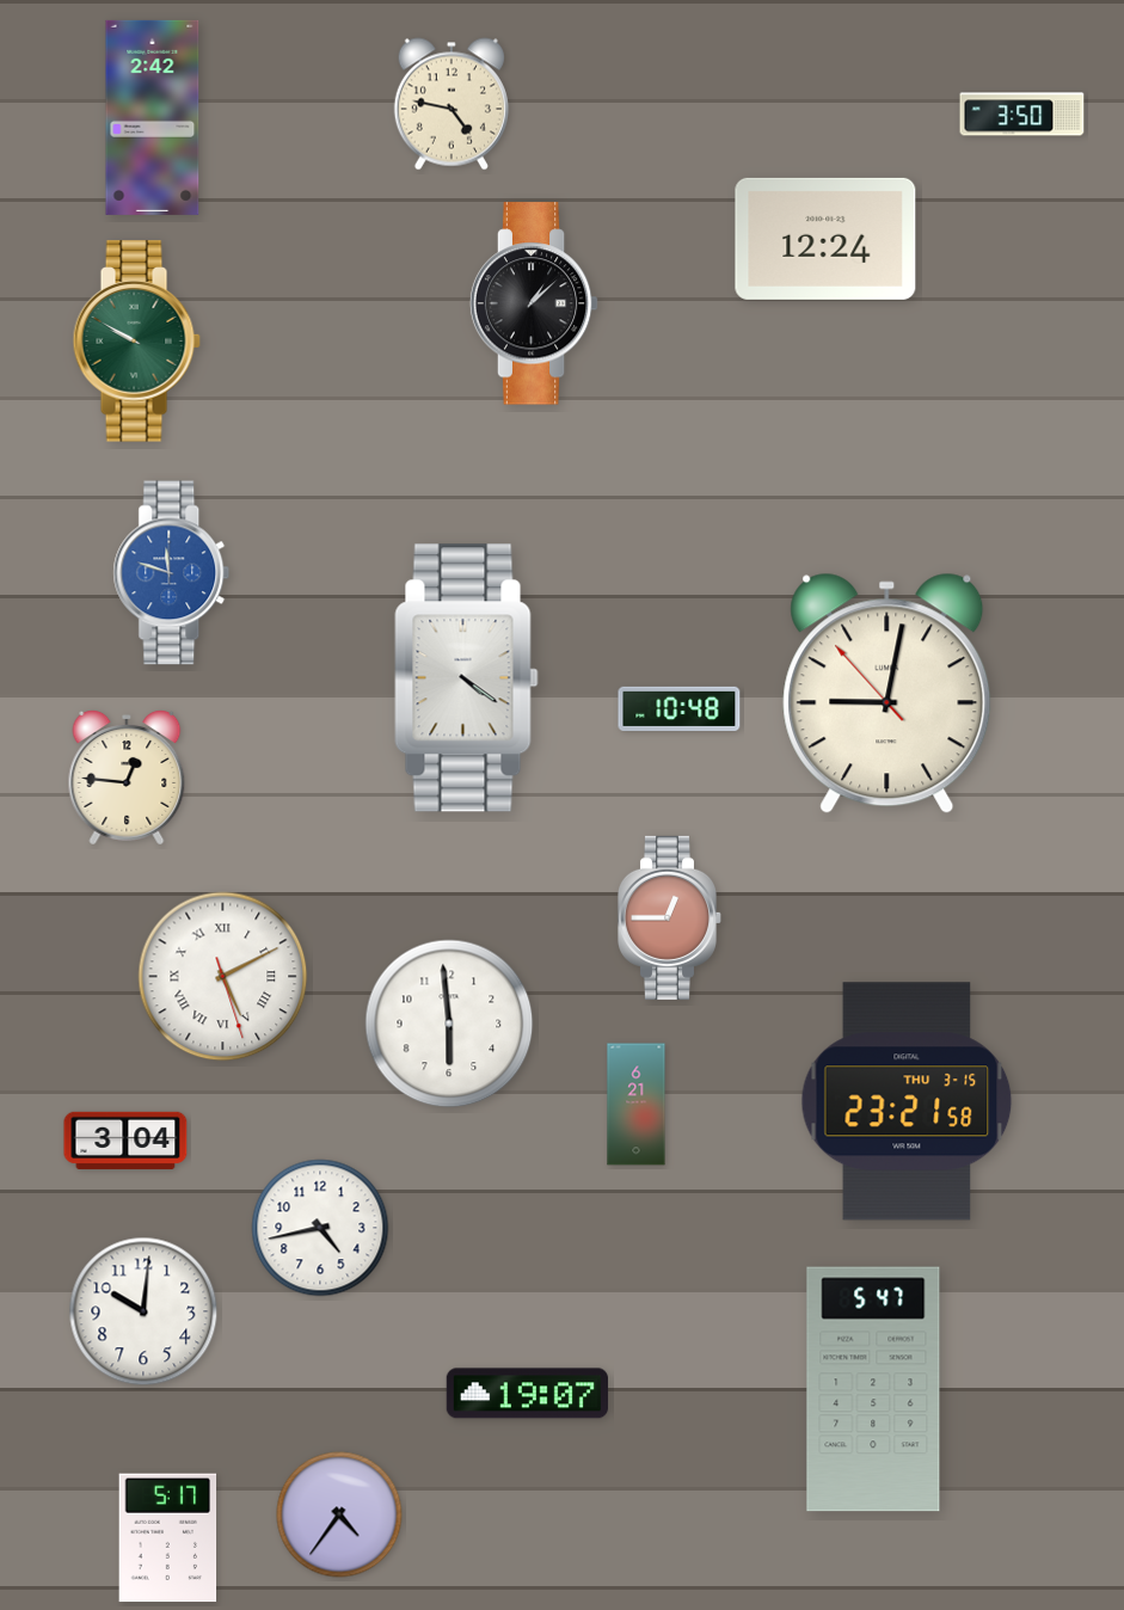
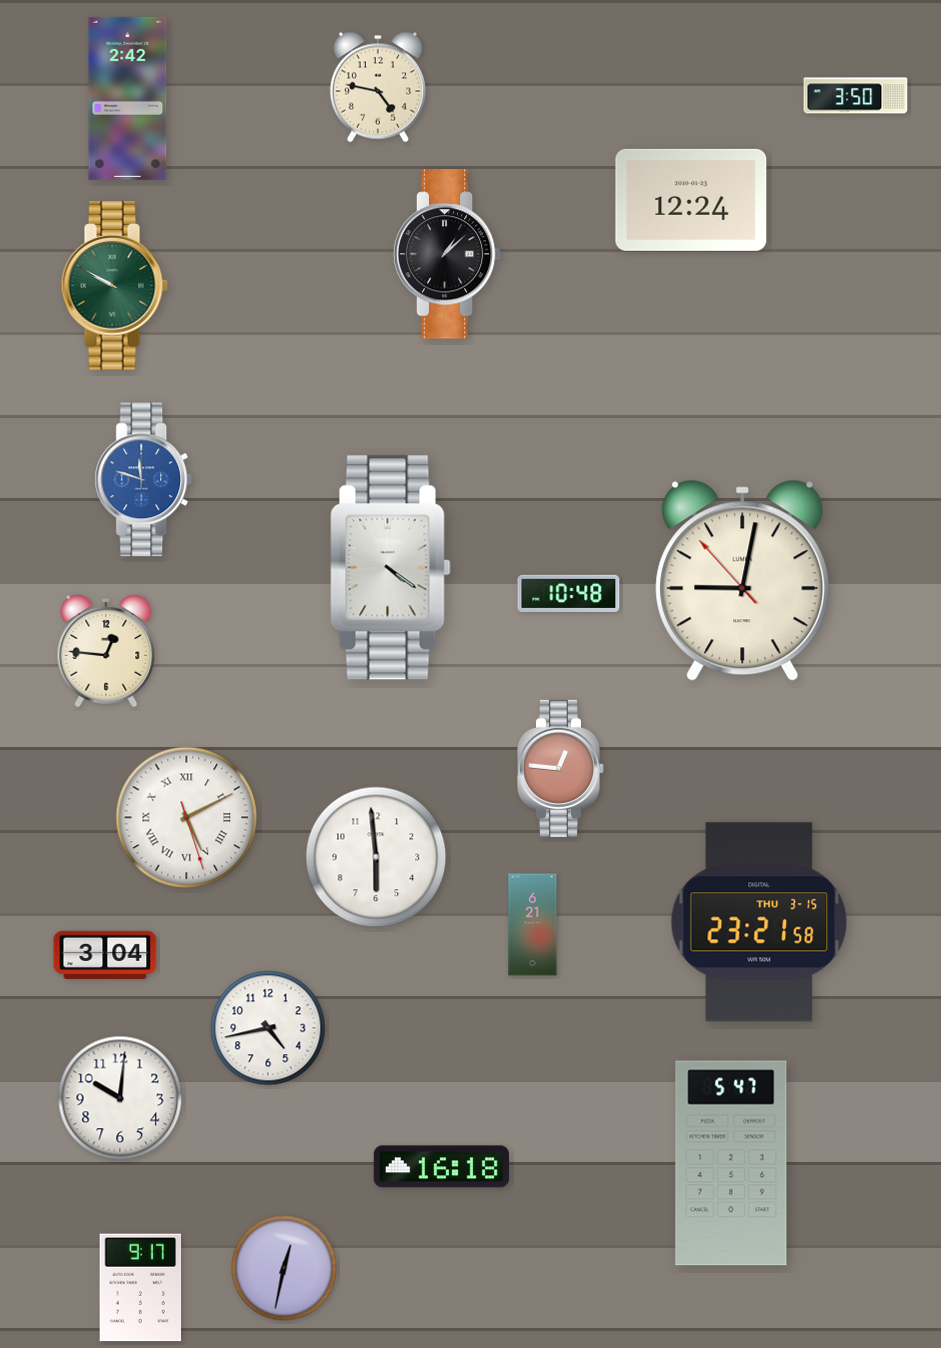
clock at (669, 917): 12:45 -> 12:46
clock at (527, 1394): 19:07 -> 16:18
clock at (339, 1514): 4:36 -> 12:32
clock at (168, 1538): 5:17 -> 9:17
